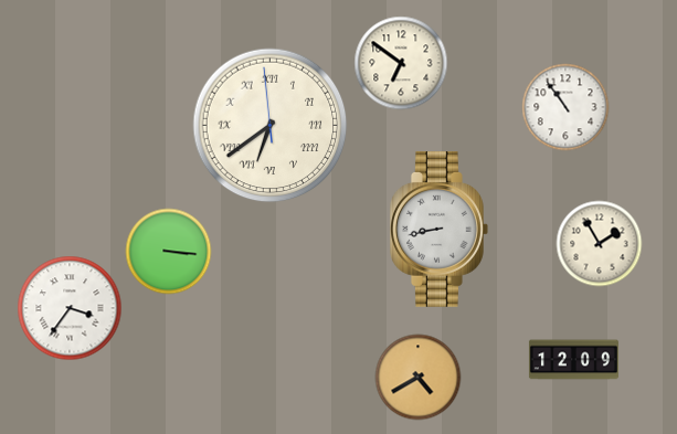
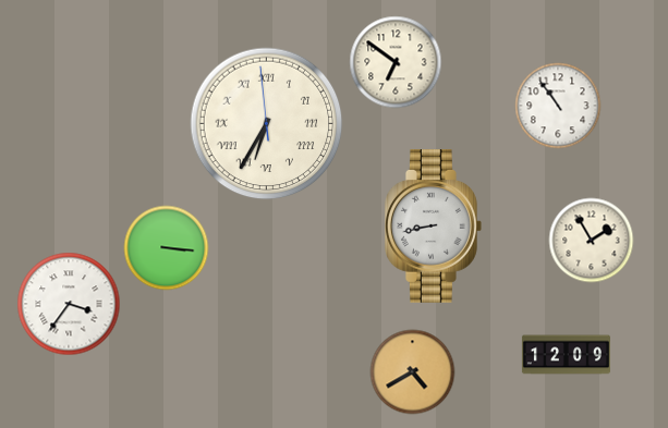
clock at (271, 126): 6:38 -> 6:34
